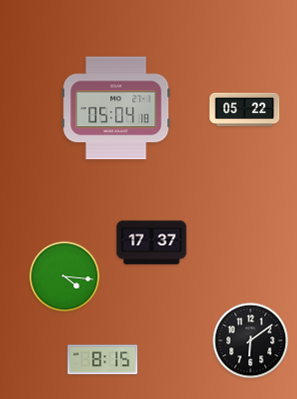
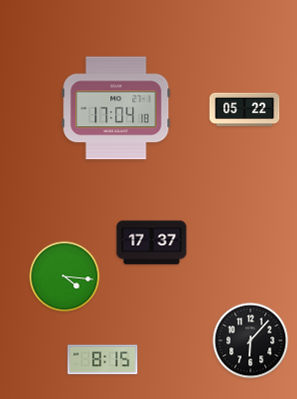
clock at (116, 108): 05:04 -> 17:04
clock at (251, 341): 6:09 -> 6:07
